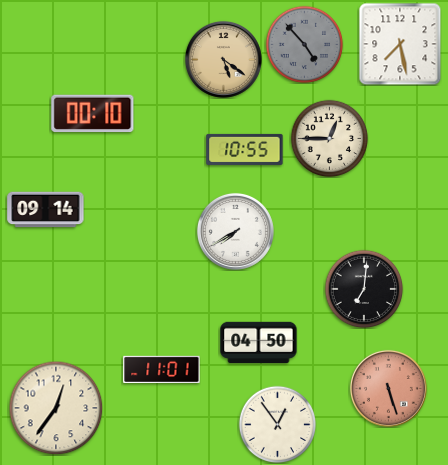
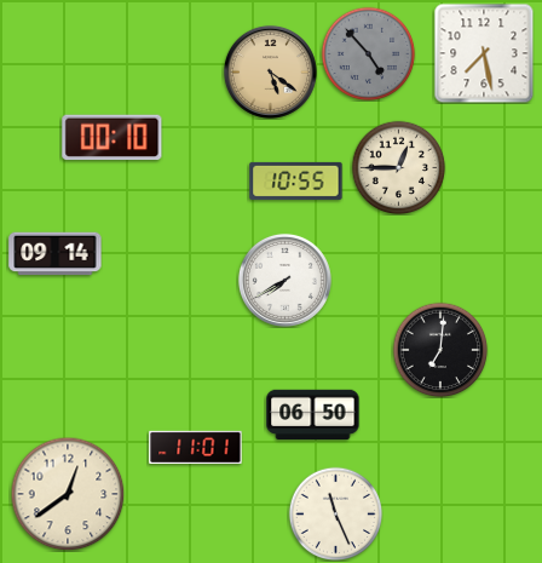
clock at (259, 343): 04:50 -> 06:50
clock at (388, 388): 5:27 -> none
clock at (56, 408): 12:36 -> 12:39
clock at (277, 424): 12:54 -> 11:26
